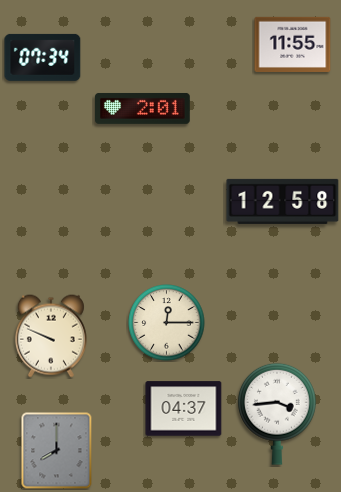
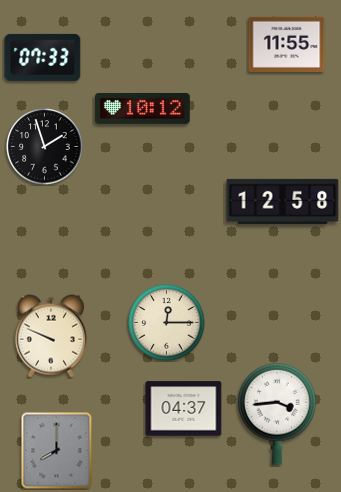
clock at (293, 44) position: (293, 44) -> (287, 44)
clock at (43, 57): 07:34 -> 07:33
clock at (143, 108): 2:01 -> 10:12
clock at (45, 147): none -> 1:57
